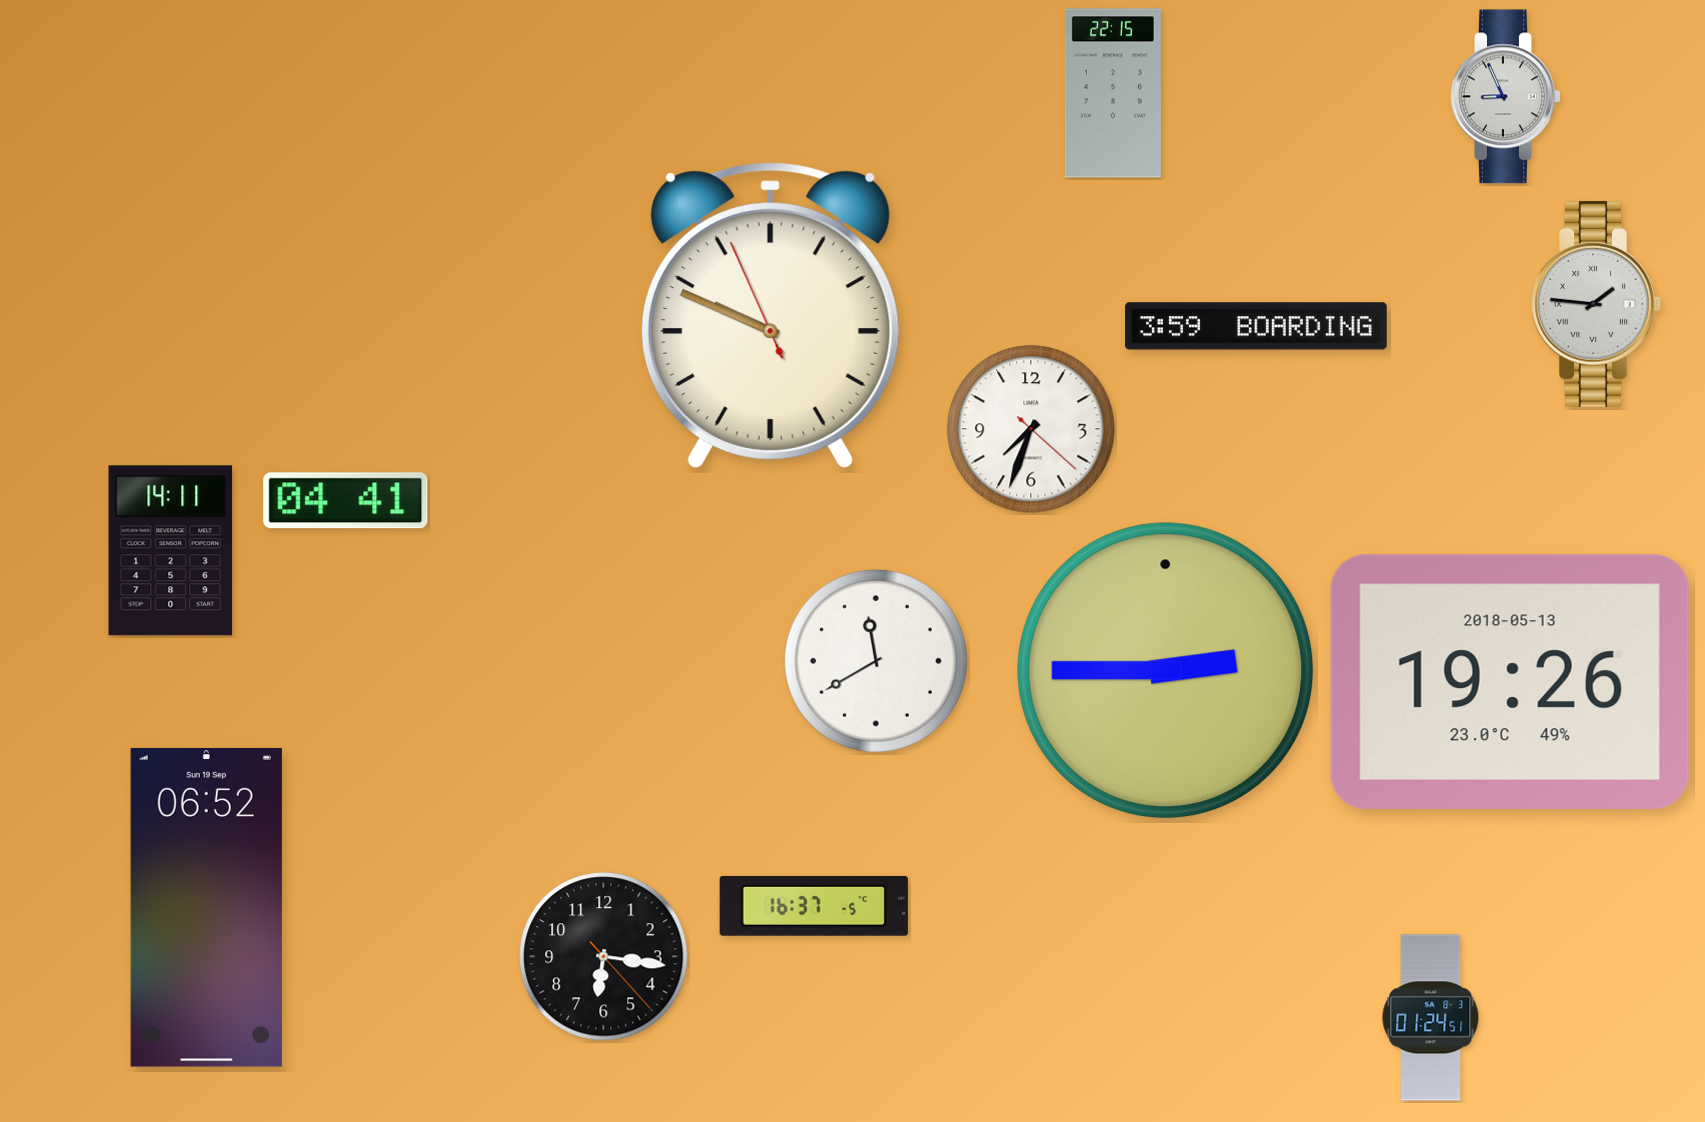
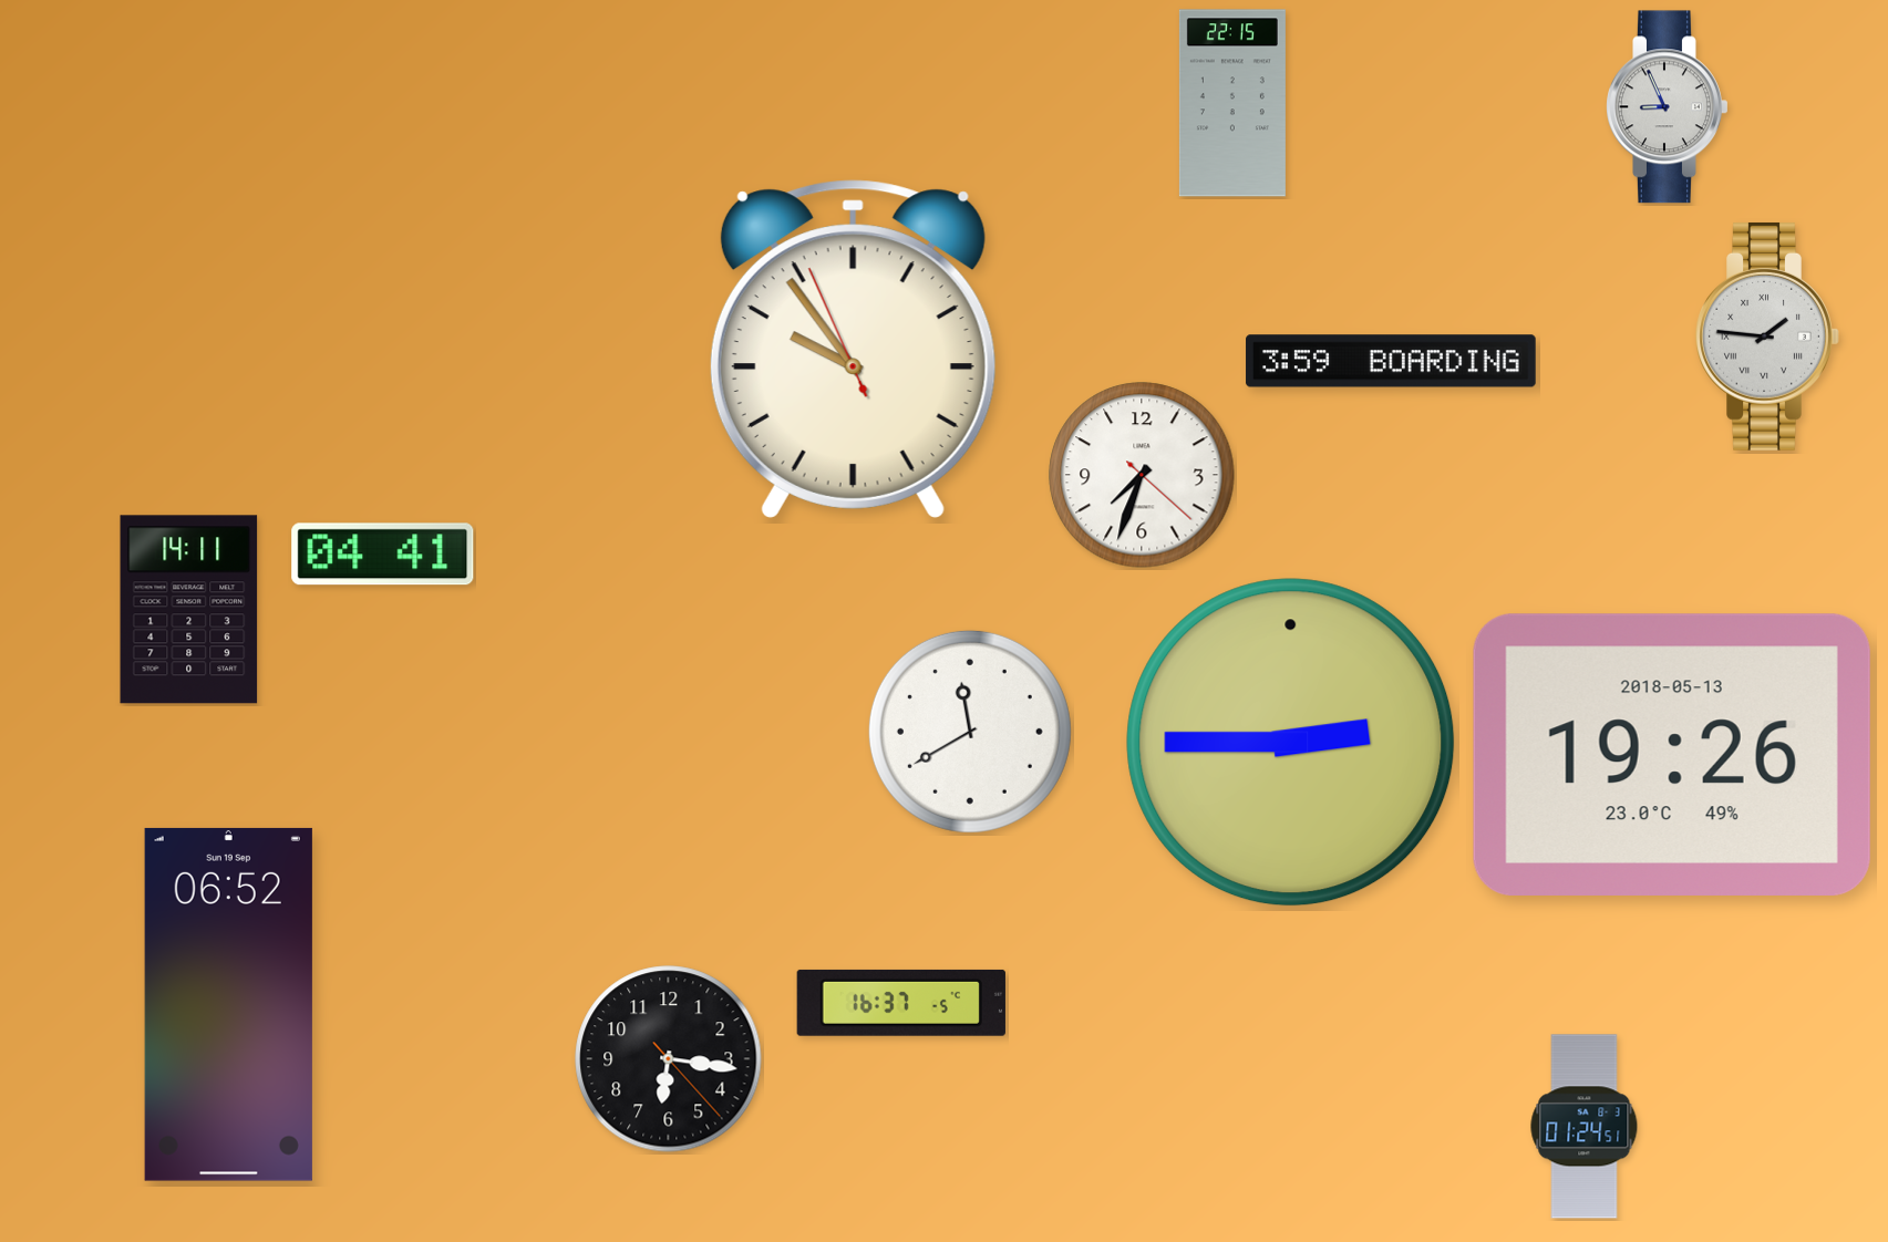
clock at (770, 315): 9:48 -> 9:53
